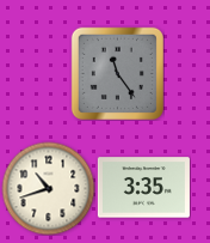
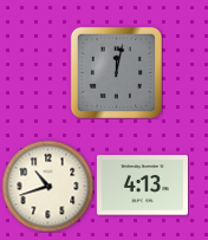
clock at (117, 73): 11:24 -> 12:02
clock at (143, 188): 3:35 -> 4:13
